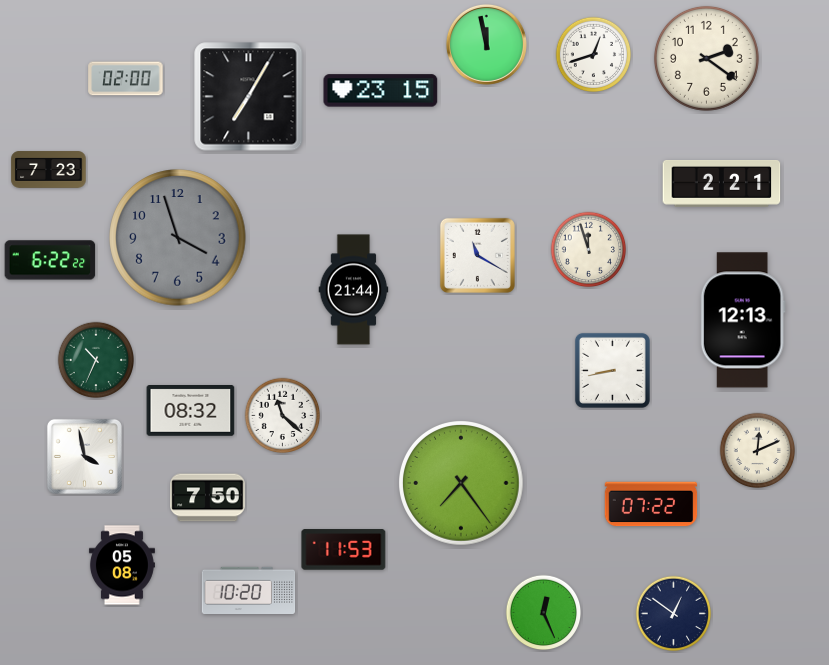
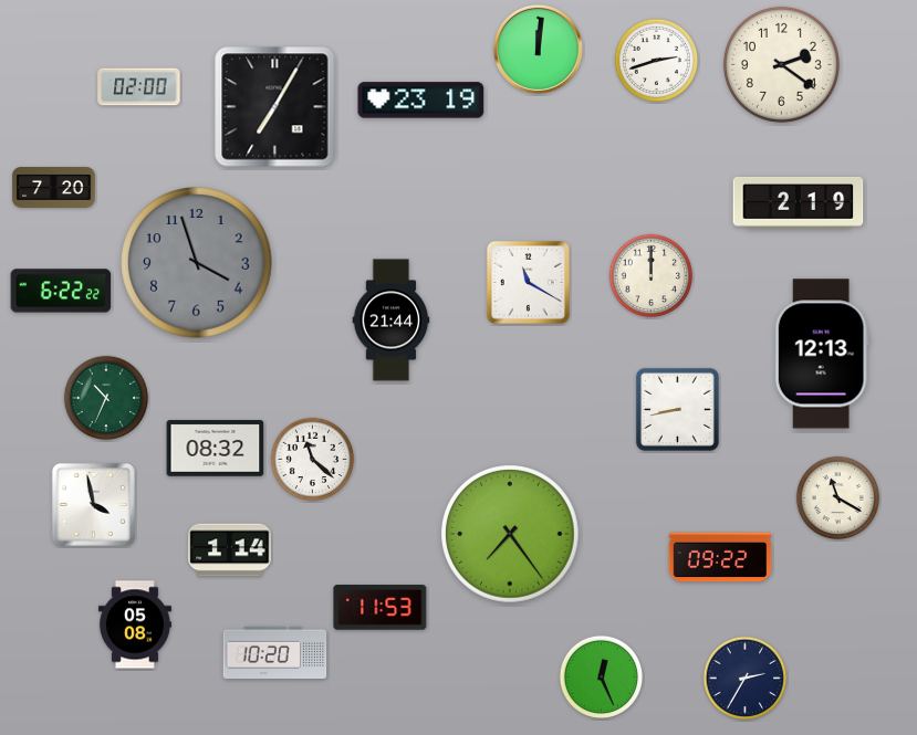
clock at (486, 44): 11:58 -> 12:01
clock at (594, 55): 12:42 -> 2:42
clock at (381, 91): 23:15 -> 23:19
clock at (49, 170): 7:23 -> 7:20
clock at (722, 184): 2:21 -> 2:19
clock at (589, 250): 11:57 -> 12:00
clock at (50, 260) position: (50, 260) -> (61, 291)
clock at (191, 411) position: (191, 411) -> (216, 449)
clock at (758, 451): 12:11 -> 11:20
clock at (208, 498): 7:50 -> 1:14
clock at (651, 504): 07:22 -> 09:22
clock at (674, 614): 12:51 -> 2:35
